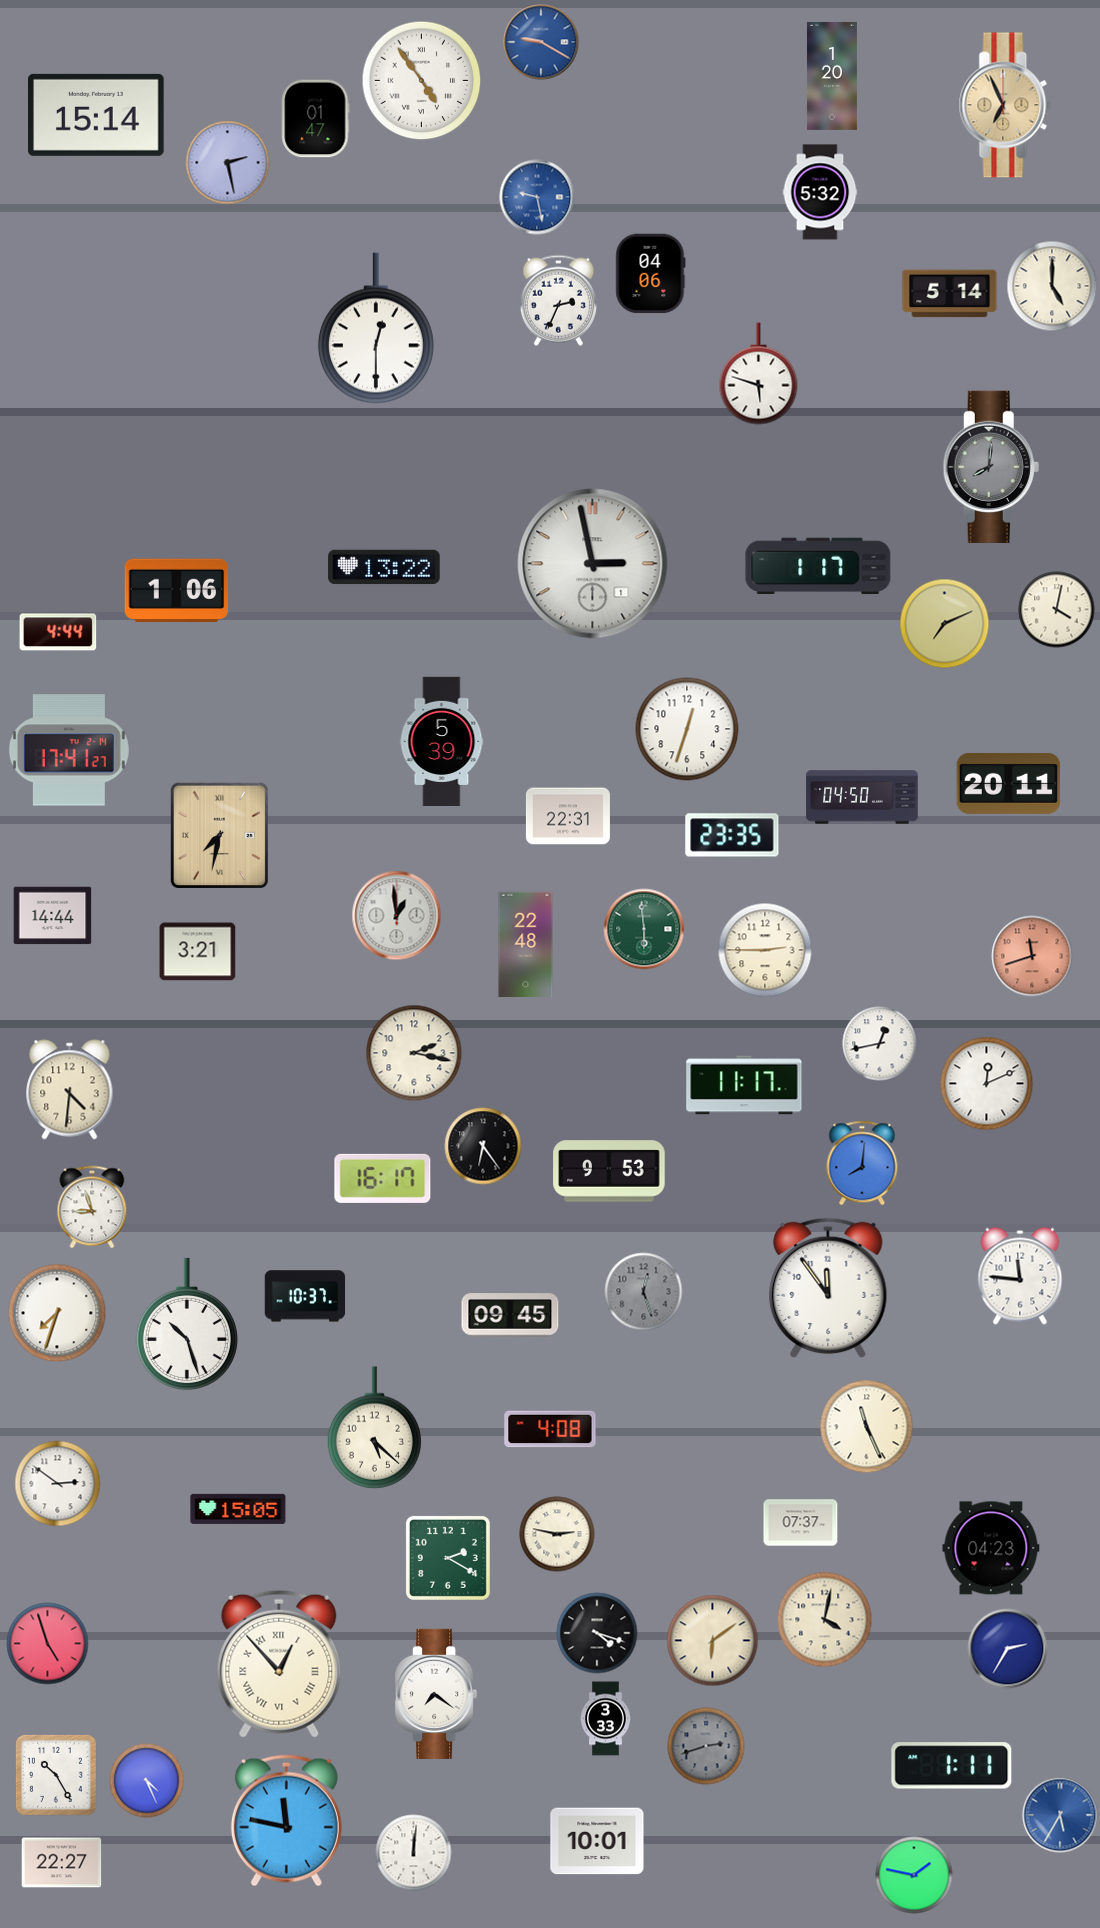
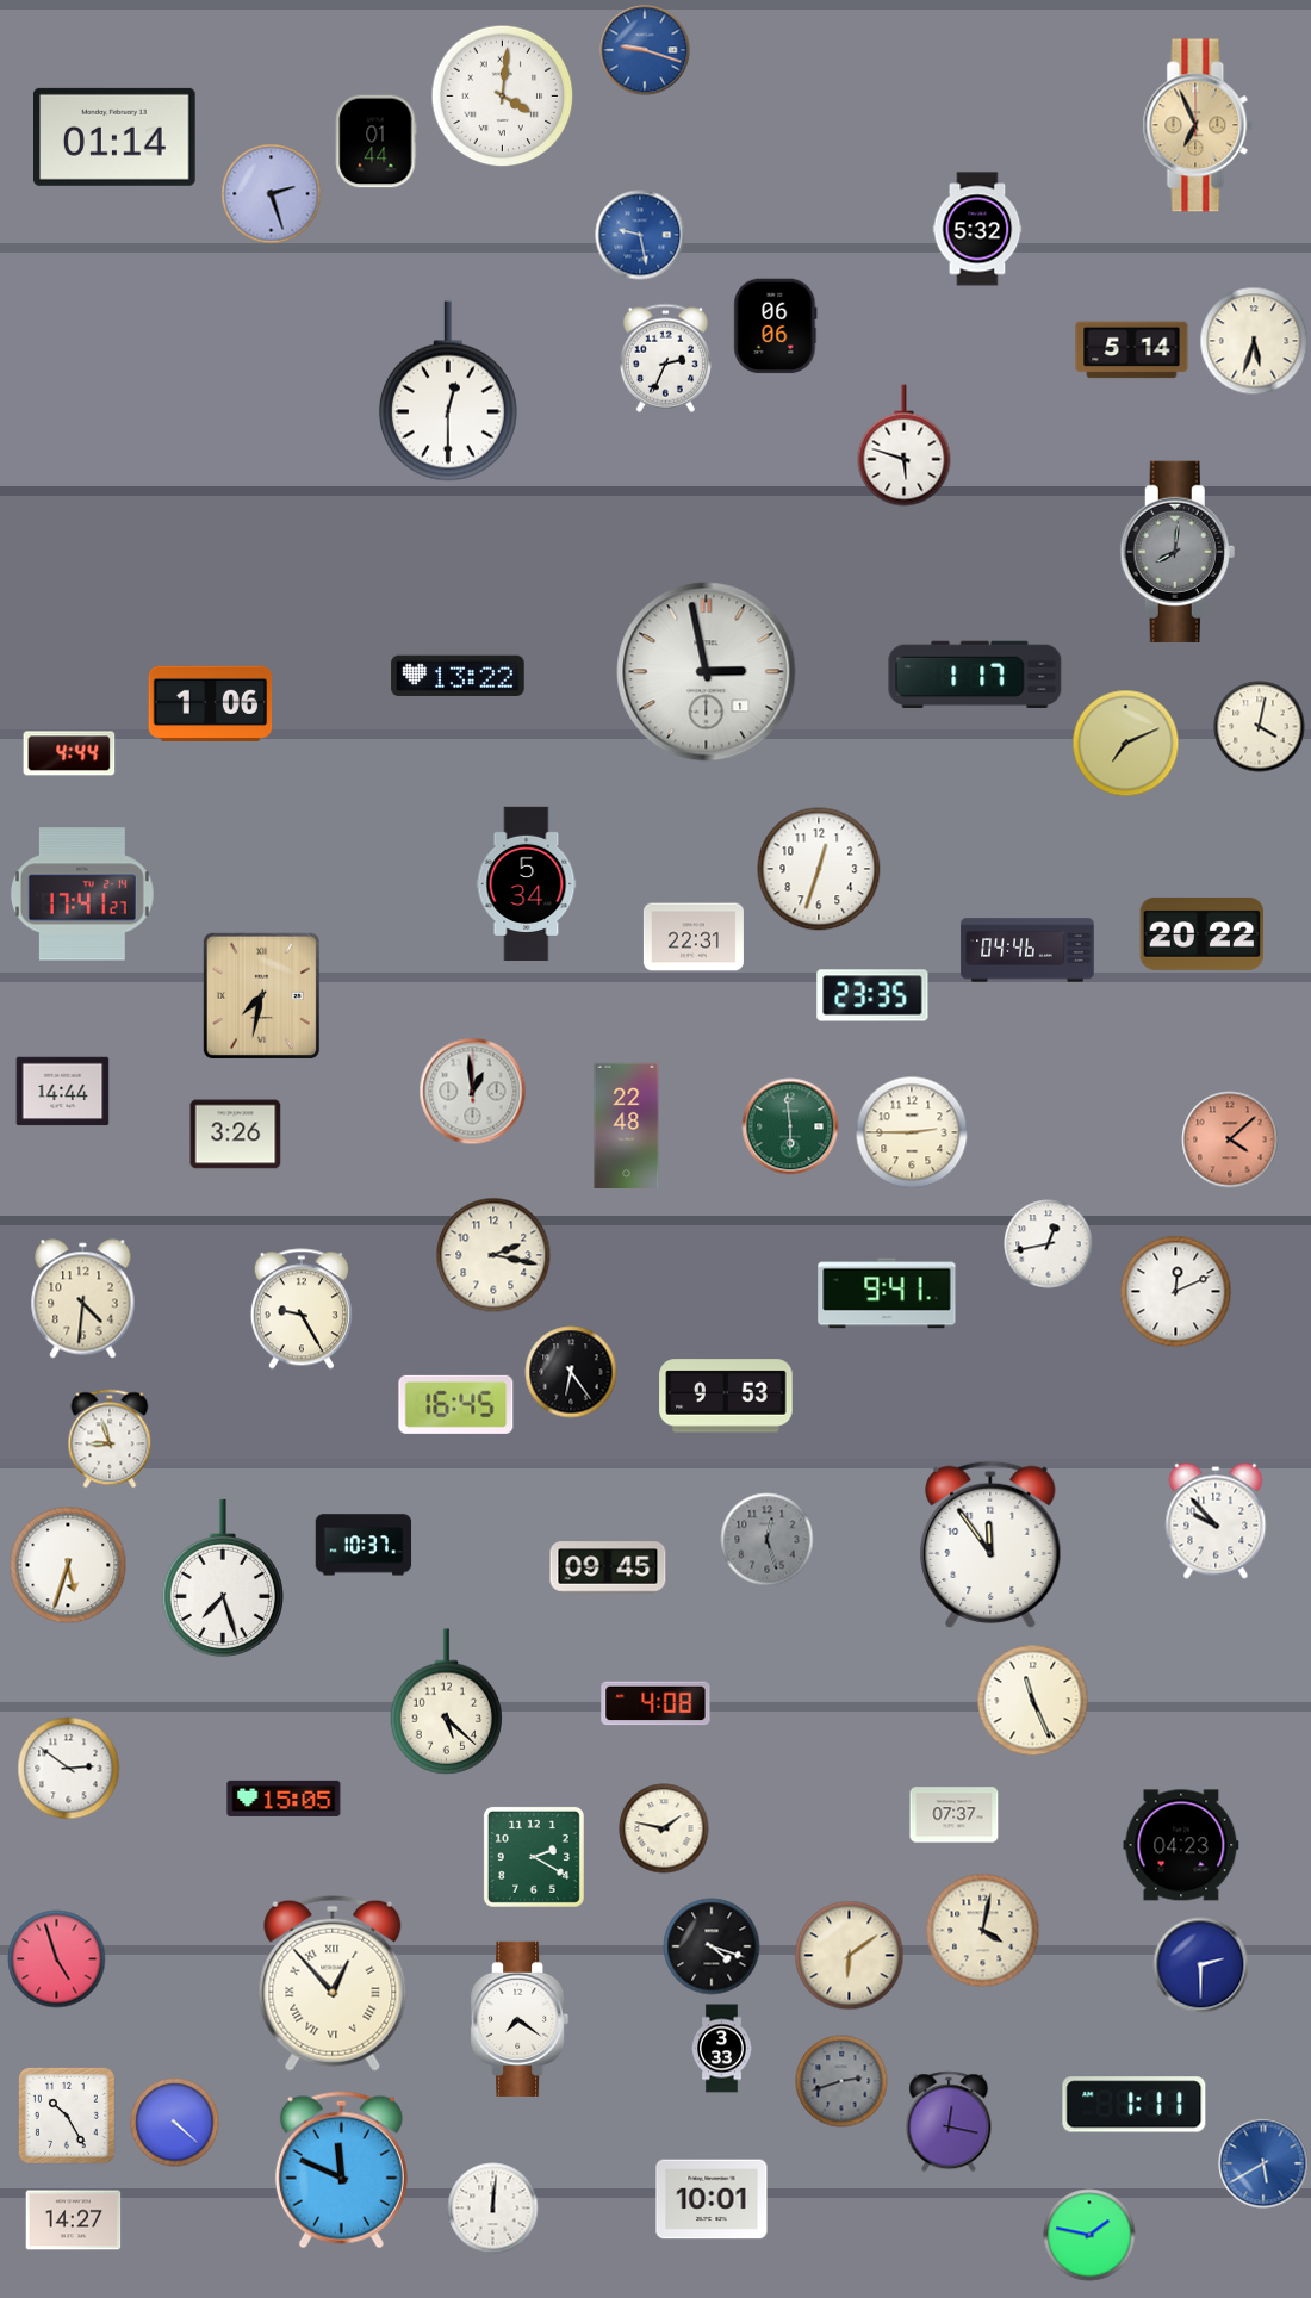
clock at (541, 42): 9:20 -> 9:18
clock at (832, 76): 1:20 -> none
clock at (422, 81): 4:54 -> 4:01
clock at (97, 115): 15:14 -> 01:14
clock at (316, 119): 01:47 -> 01:44
clock at (228, 163): 2:28 -> 2:27
clock at (651, 274): 04:06 -> 06:06
clock at (1052, 286): 5:00 -> 5:33
clock at (991, 467) position: (991, 467) -> (1178, 552)
clock at (442, 741): 5:39 -> 5:34
clock at (1009, 783): 20:11 -> 20:22
clock at (862, 797): 04:50 -> 04:46
clock at (568, 816) position: (568, 816) -> (694, 937)
clock at (644, 929) position: (644, 929) -> (790, 1126)
clock at (198, 952): 3:21 -> 3:26
clock at (1032, 956): 11:42 -> 4:08
clock at (744, 1085): 11:17 -> 9:41
clock at (302, 1309): none -> 9:25
clock at (483, 1146) position: (483, 1146) -> (571, 1372)
clock at (862, 1163): 8:01 -> none
clock at (383, 1178): 16:17 -> 16:45
clock at (1020, 1276): 11:46 -> 9:53
clock at (828, 1288) position: (828, 1288) -> (990, 1545)
clock at (57, 1313): 7:33 -> 5:33
clock at (187, 1324): 10:27 -> 7:27
clock at (557, 1534): 2:47 -> 1:47
clock at (1008, 1649): 2:35 -> 2:30
clock at (949, 2122): none -> 12:17
clock at (147, 1781): 4:26 -> 4:22
clock at (1060, 1815): 5:35 -> 5:40
clock at (286, 1821): 11:47 -> 11:49
clock at (597, 1841) position: (597, 1841) -> (712, 2199)
clock at (62, 1863): 22:27 -> 14:27
